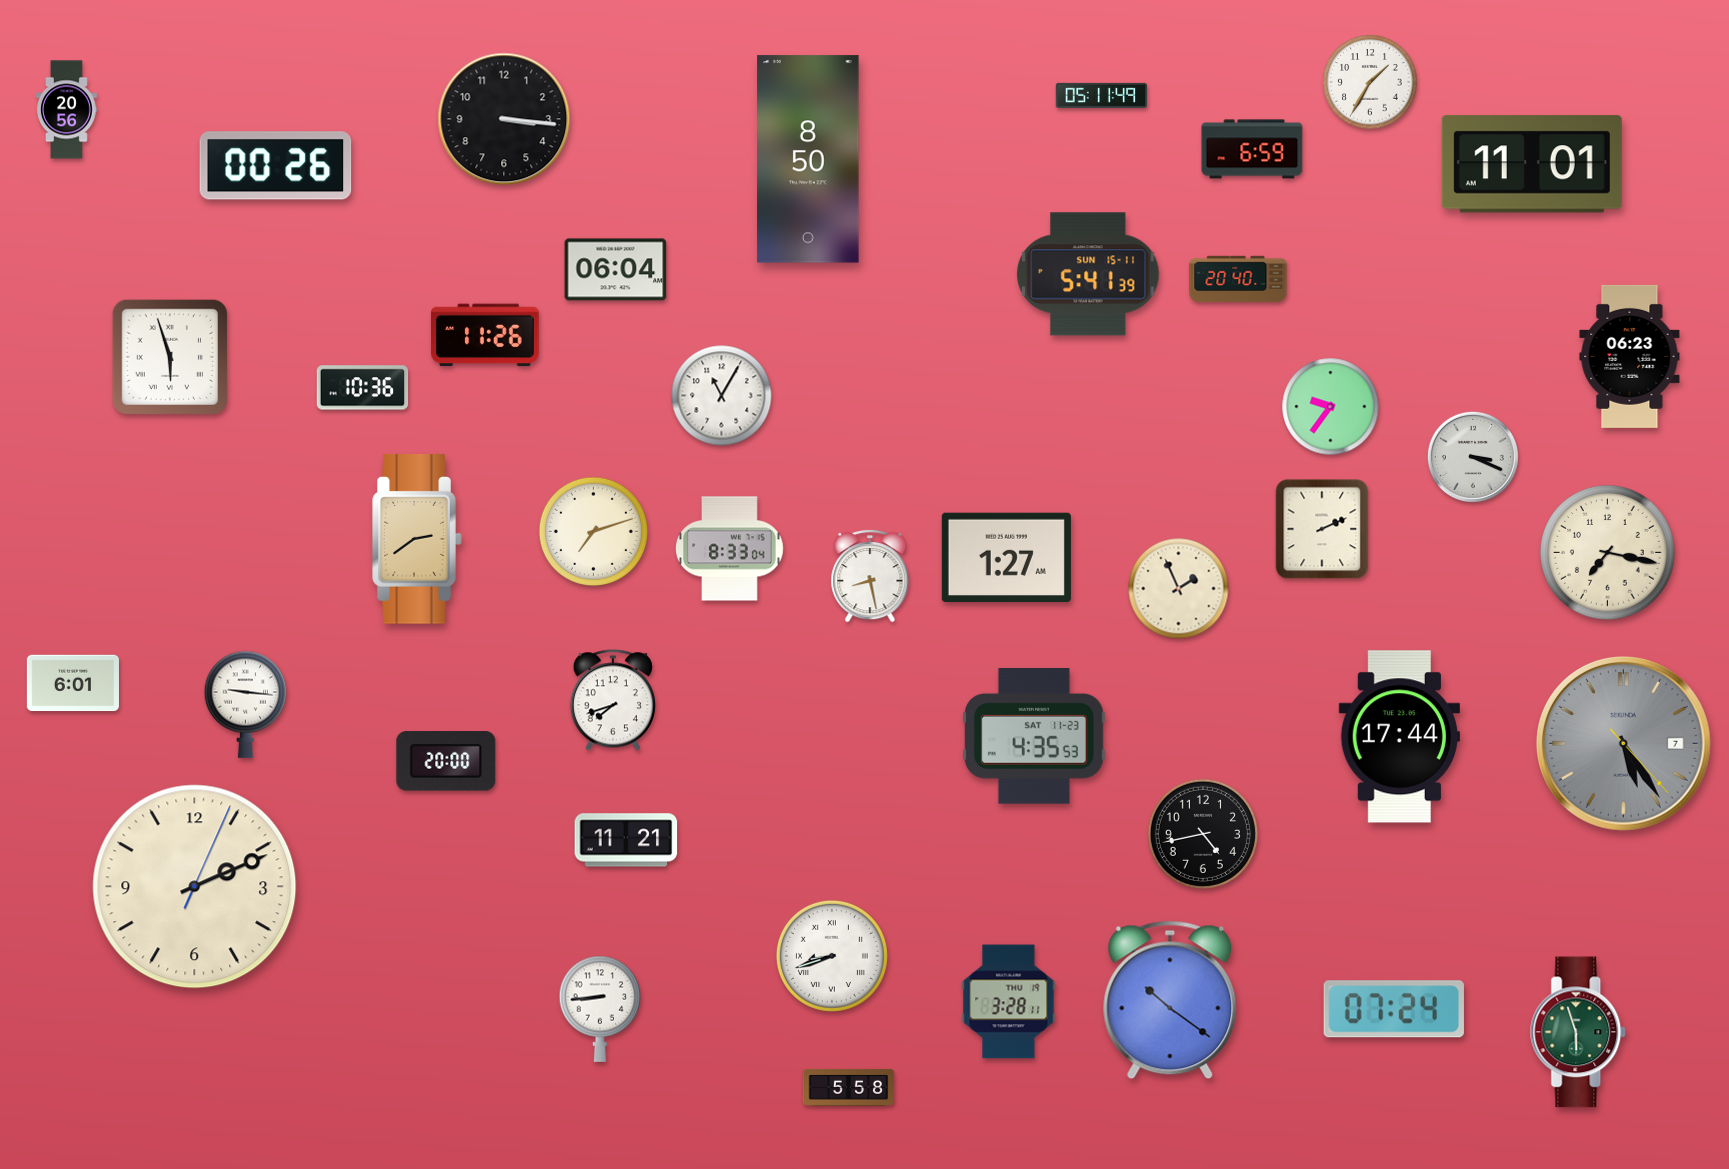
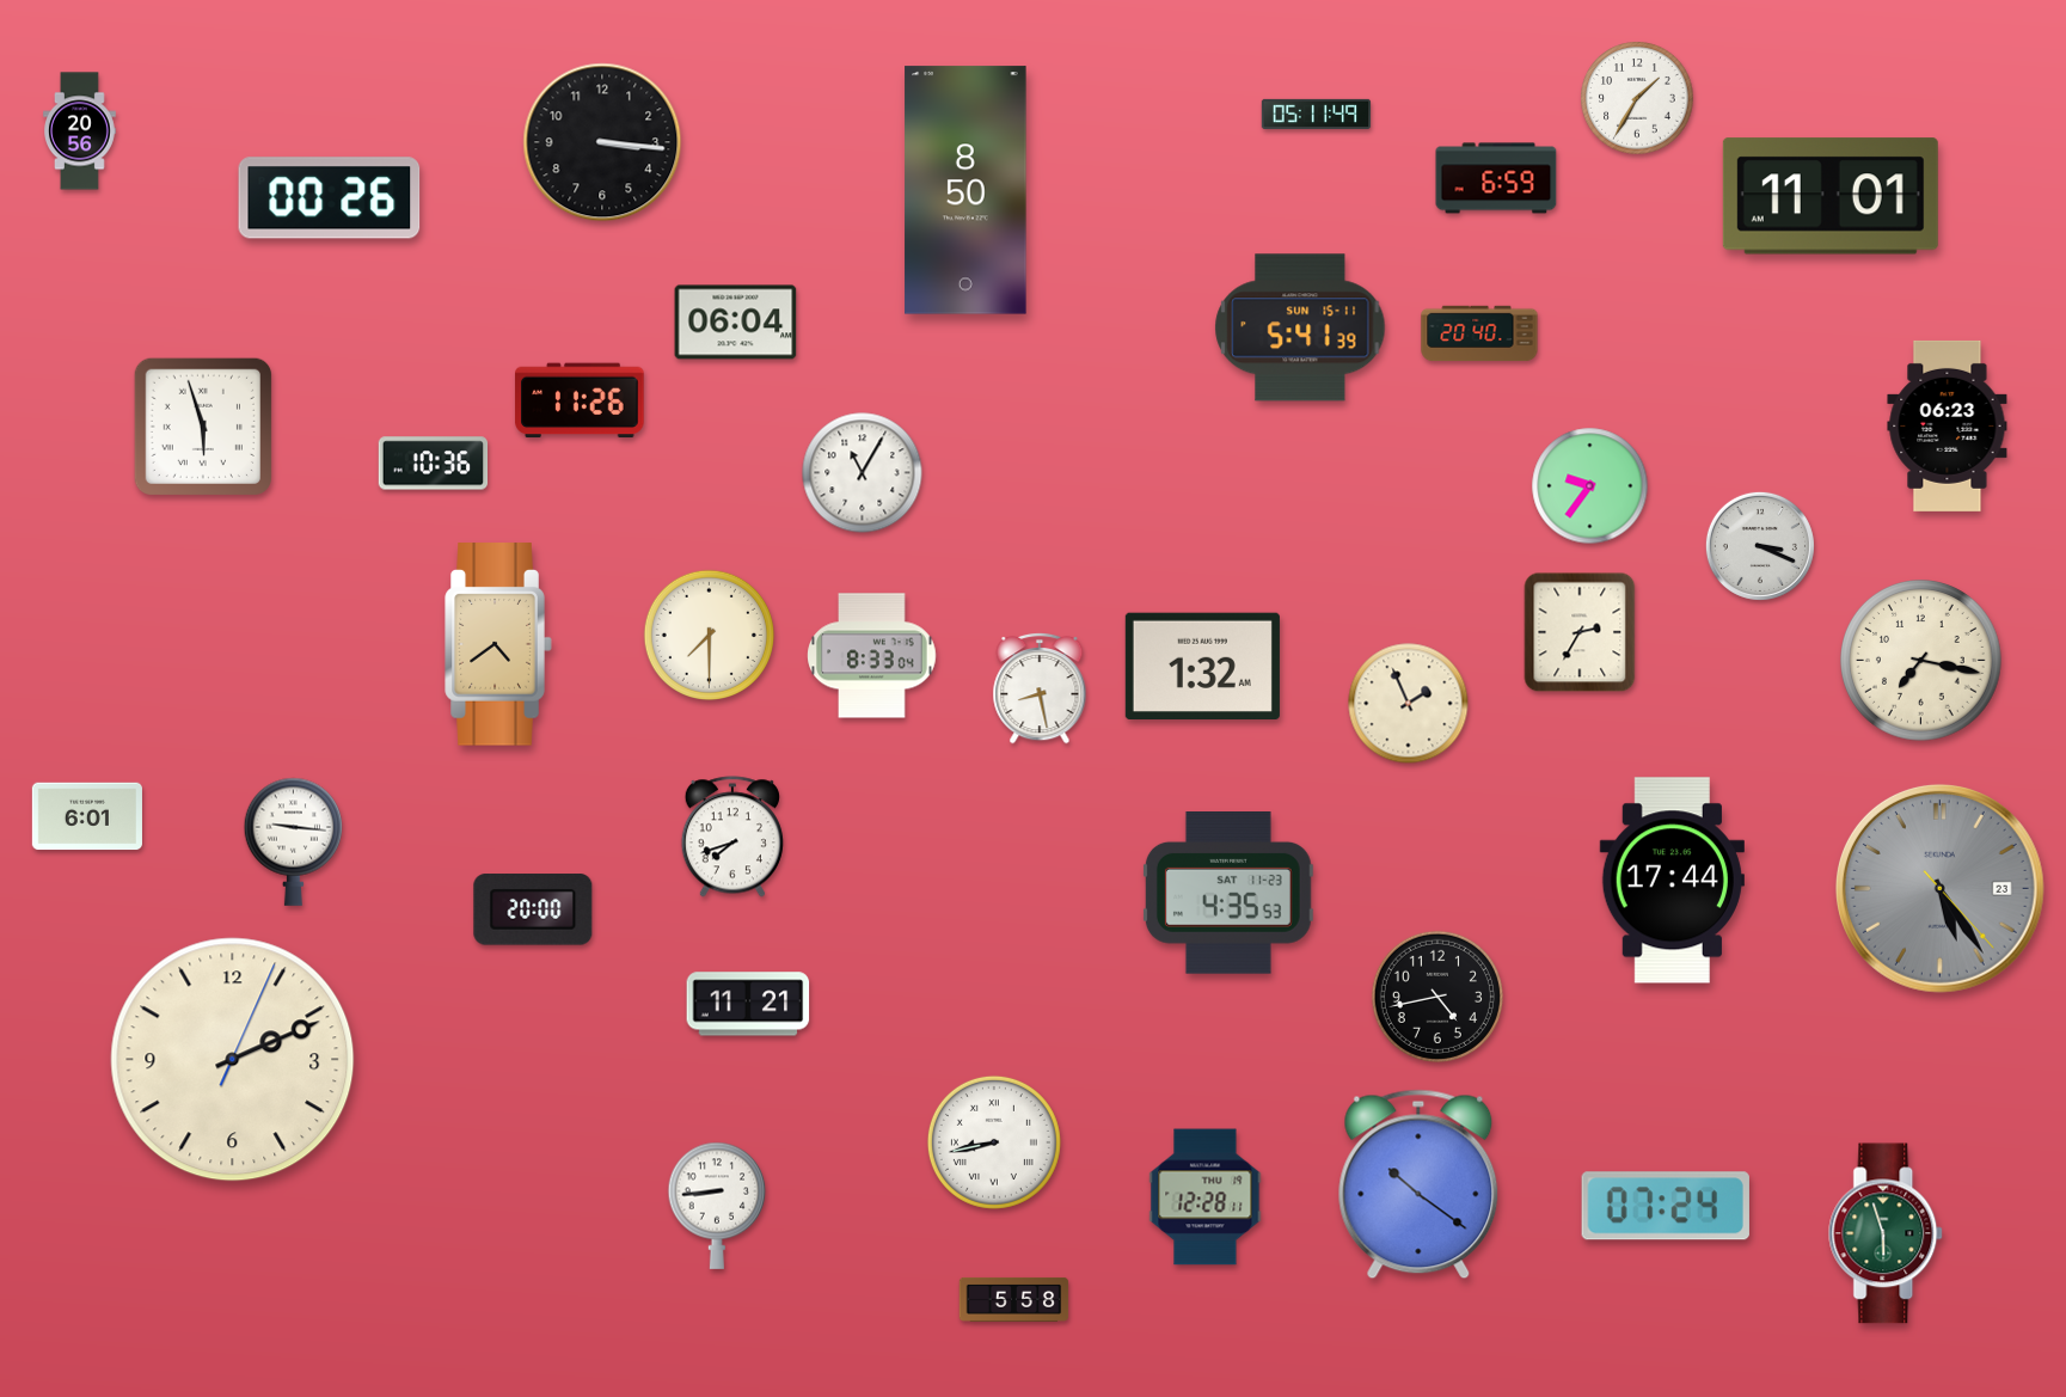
clock at (1322, 529): 2:11 -> 2:35
clock at (593, 531): 7:12 -> 7:30
clock at (417, 539): 2:39 -> 4:39
clock at (1006, 557): 1:27 -> 1:32
clock at (1034, 737) position: (1034, 737) -> (1228, 894)
clock at (1623, 743) date: 7 -> 23
clock at (832, 956): 8:42 -> 8:43
clock at (1170, 1000) position: (1170, 1000) -> (1418, 1184)
clock at (1009, 1002): 3:28 -> 12:28
